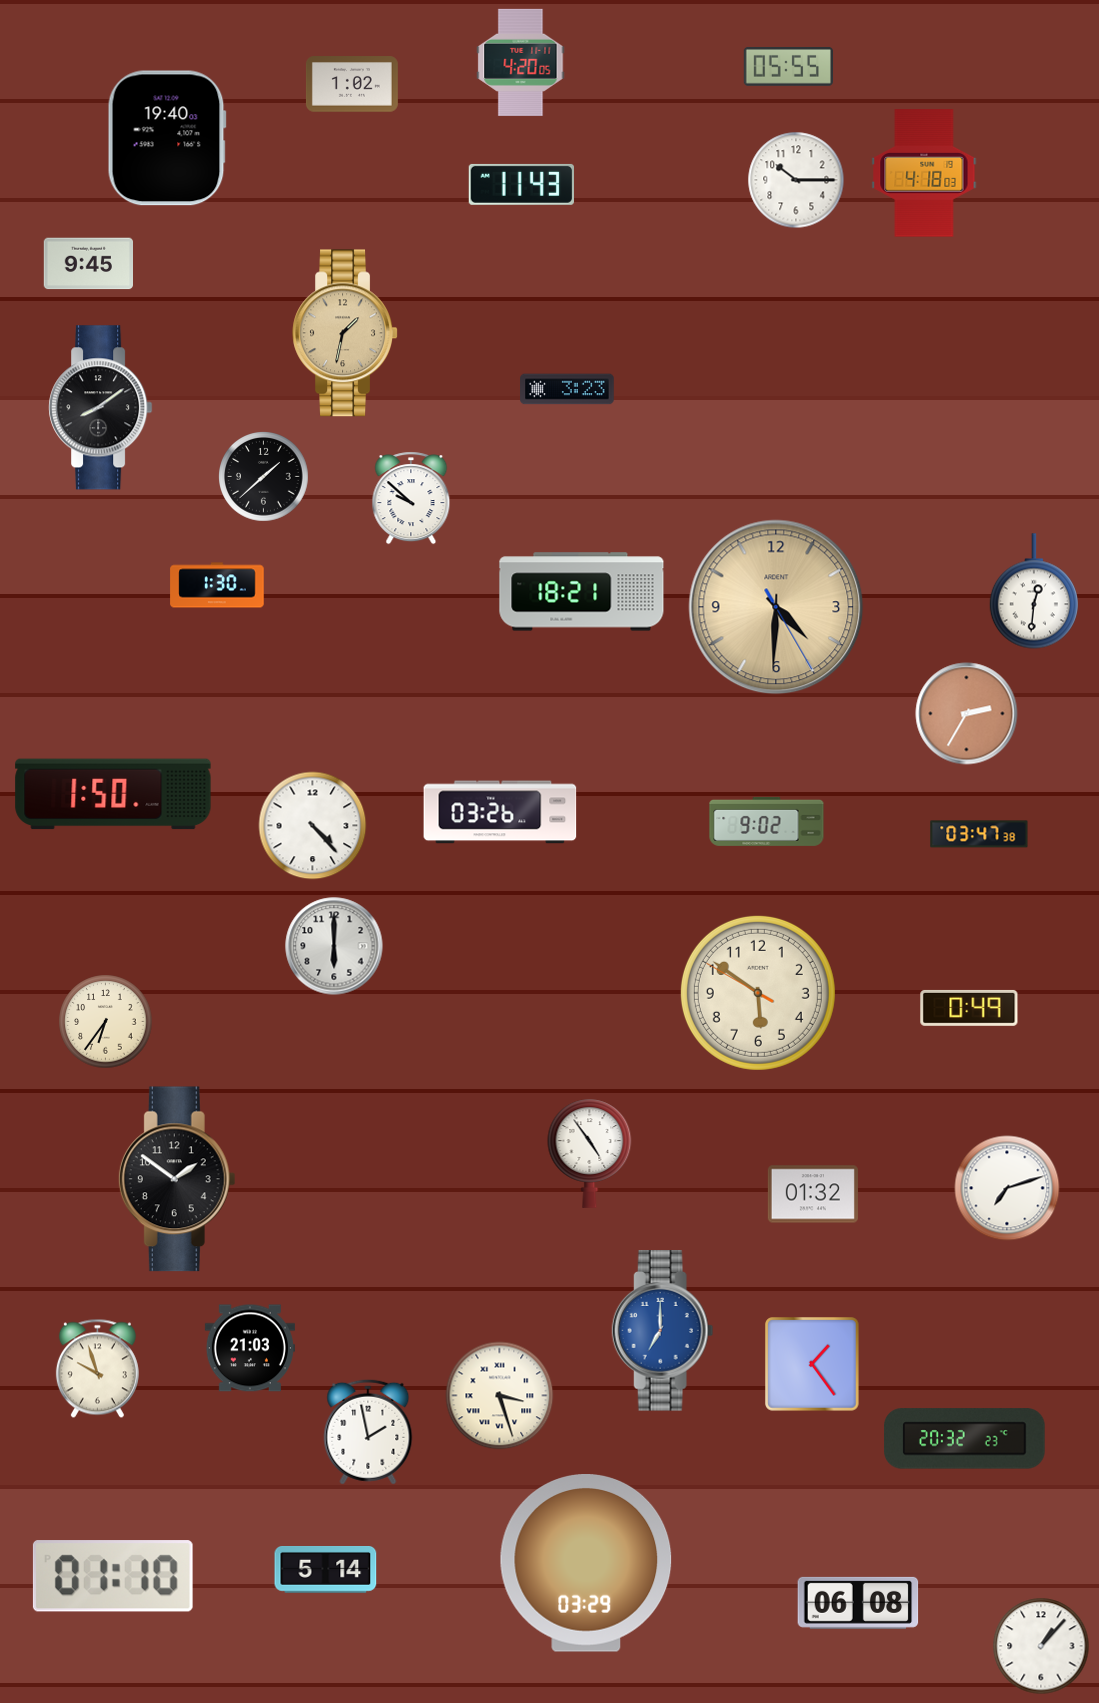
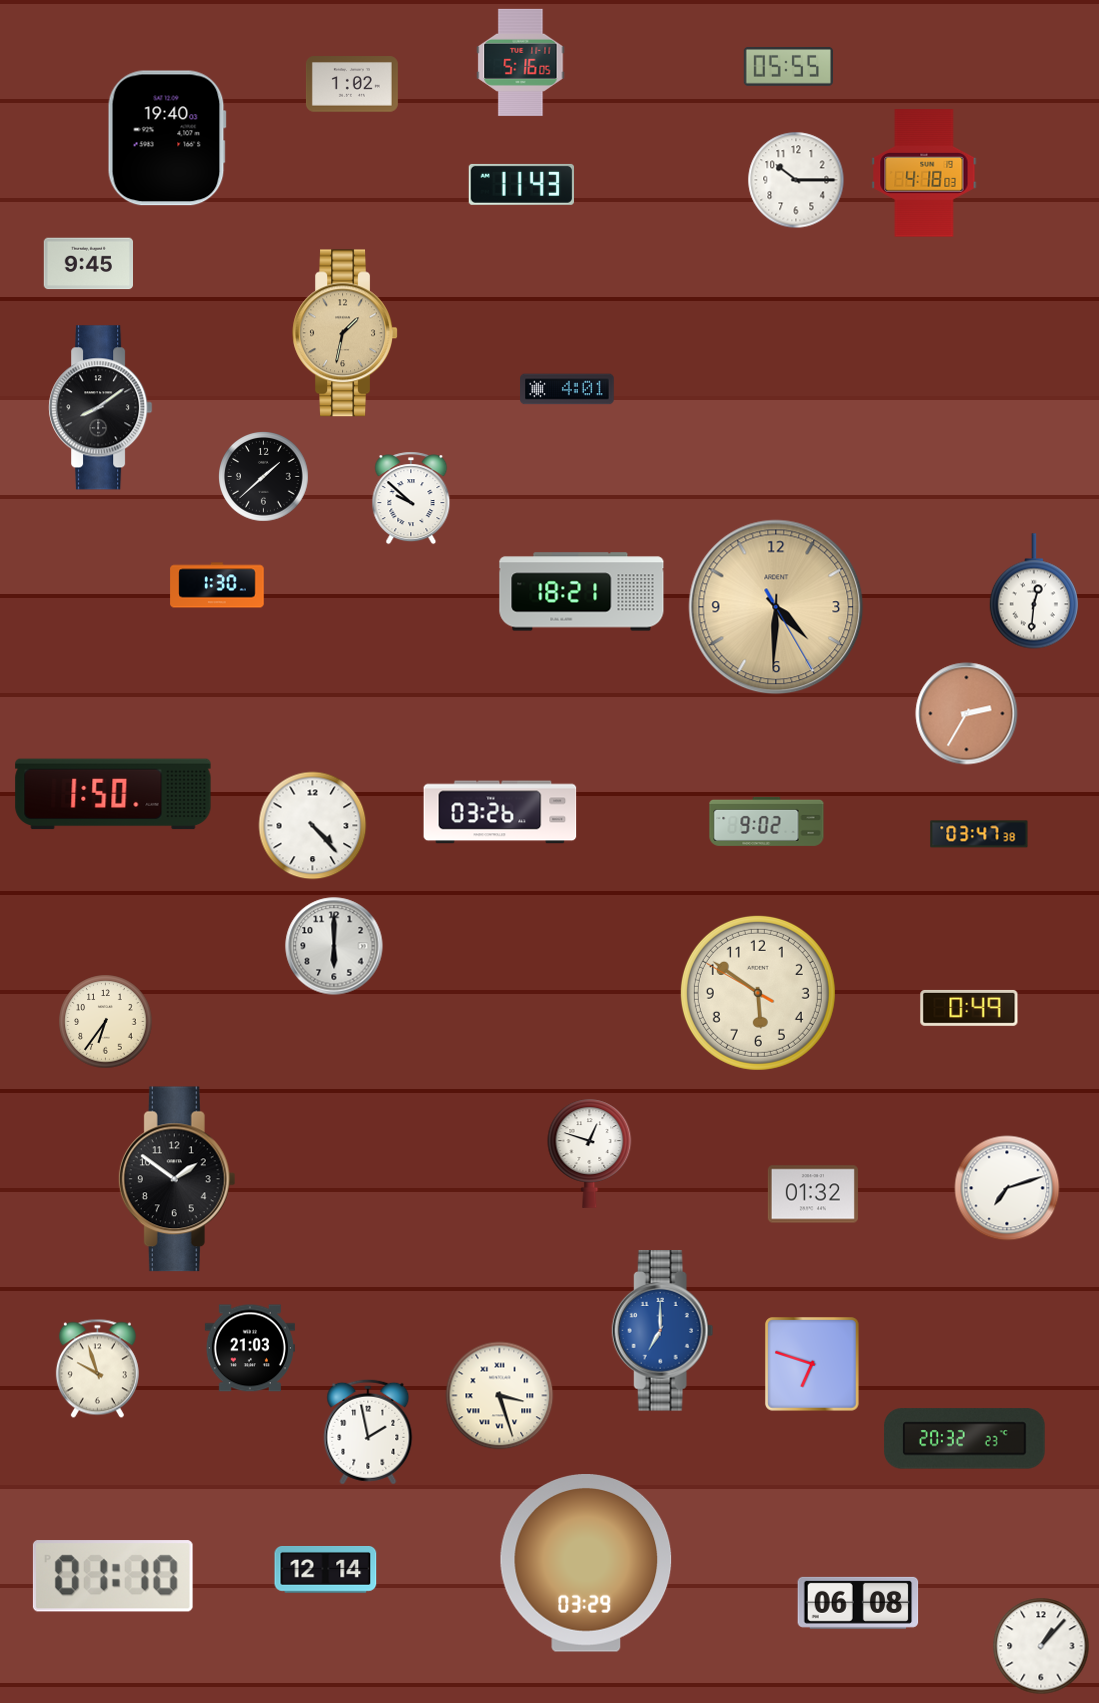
clock at (521, 62): 4:20 -> 5:16
clock at (567, 389): 3:23 -> 4:01
clock at (590, 1153): 4:54 -> 12:48
clock at (812, 1364): 1:24 -> 6:48
clock at (326, 1570): 5:14 -> 12:14
